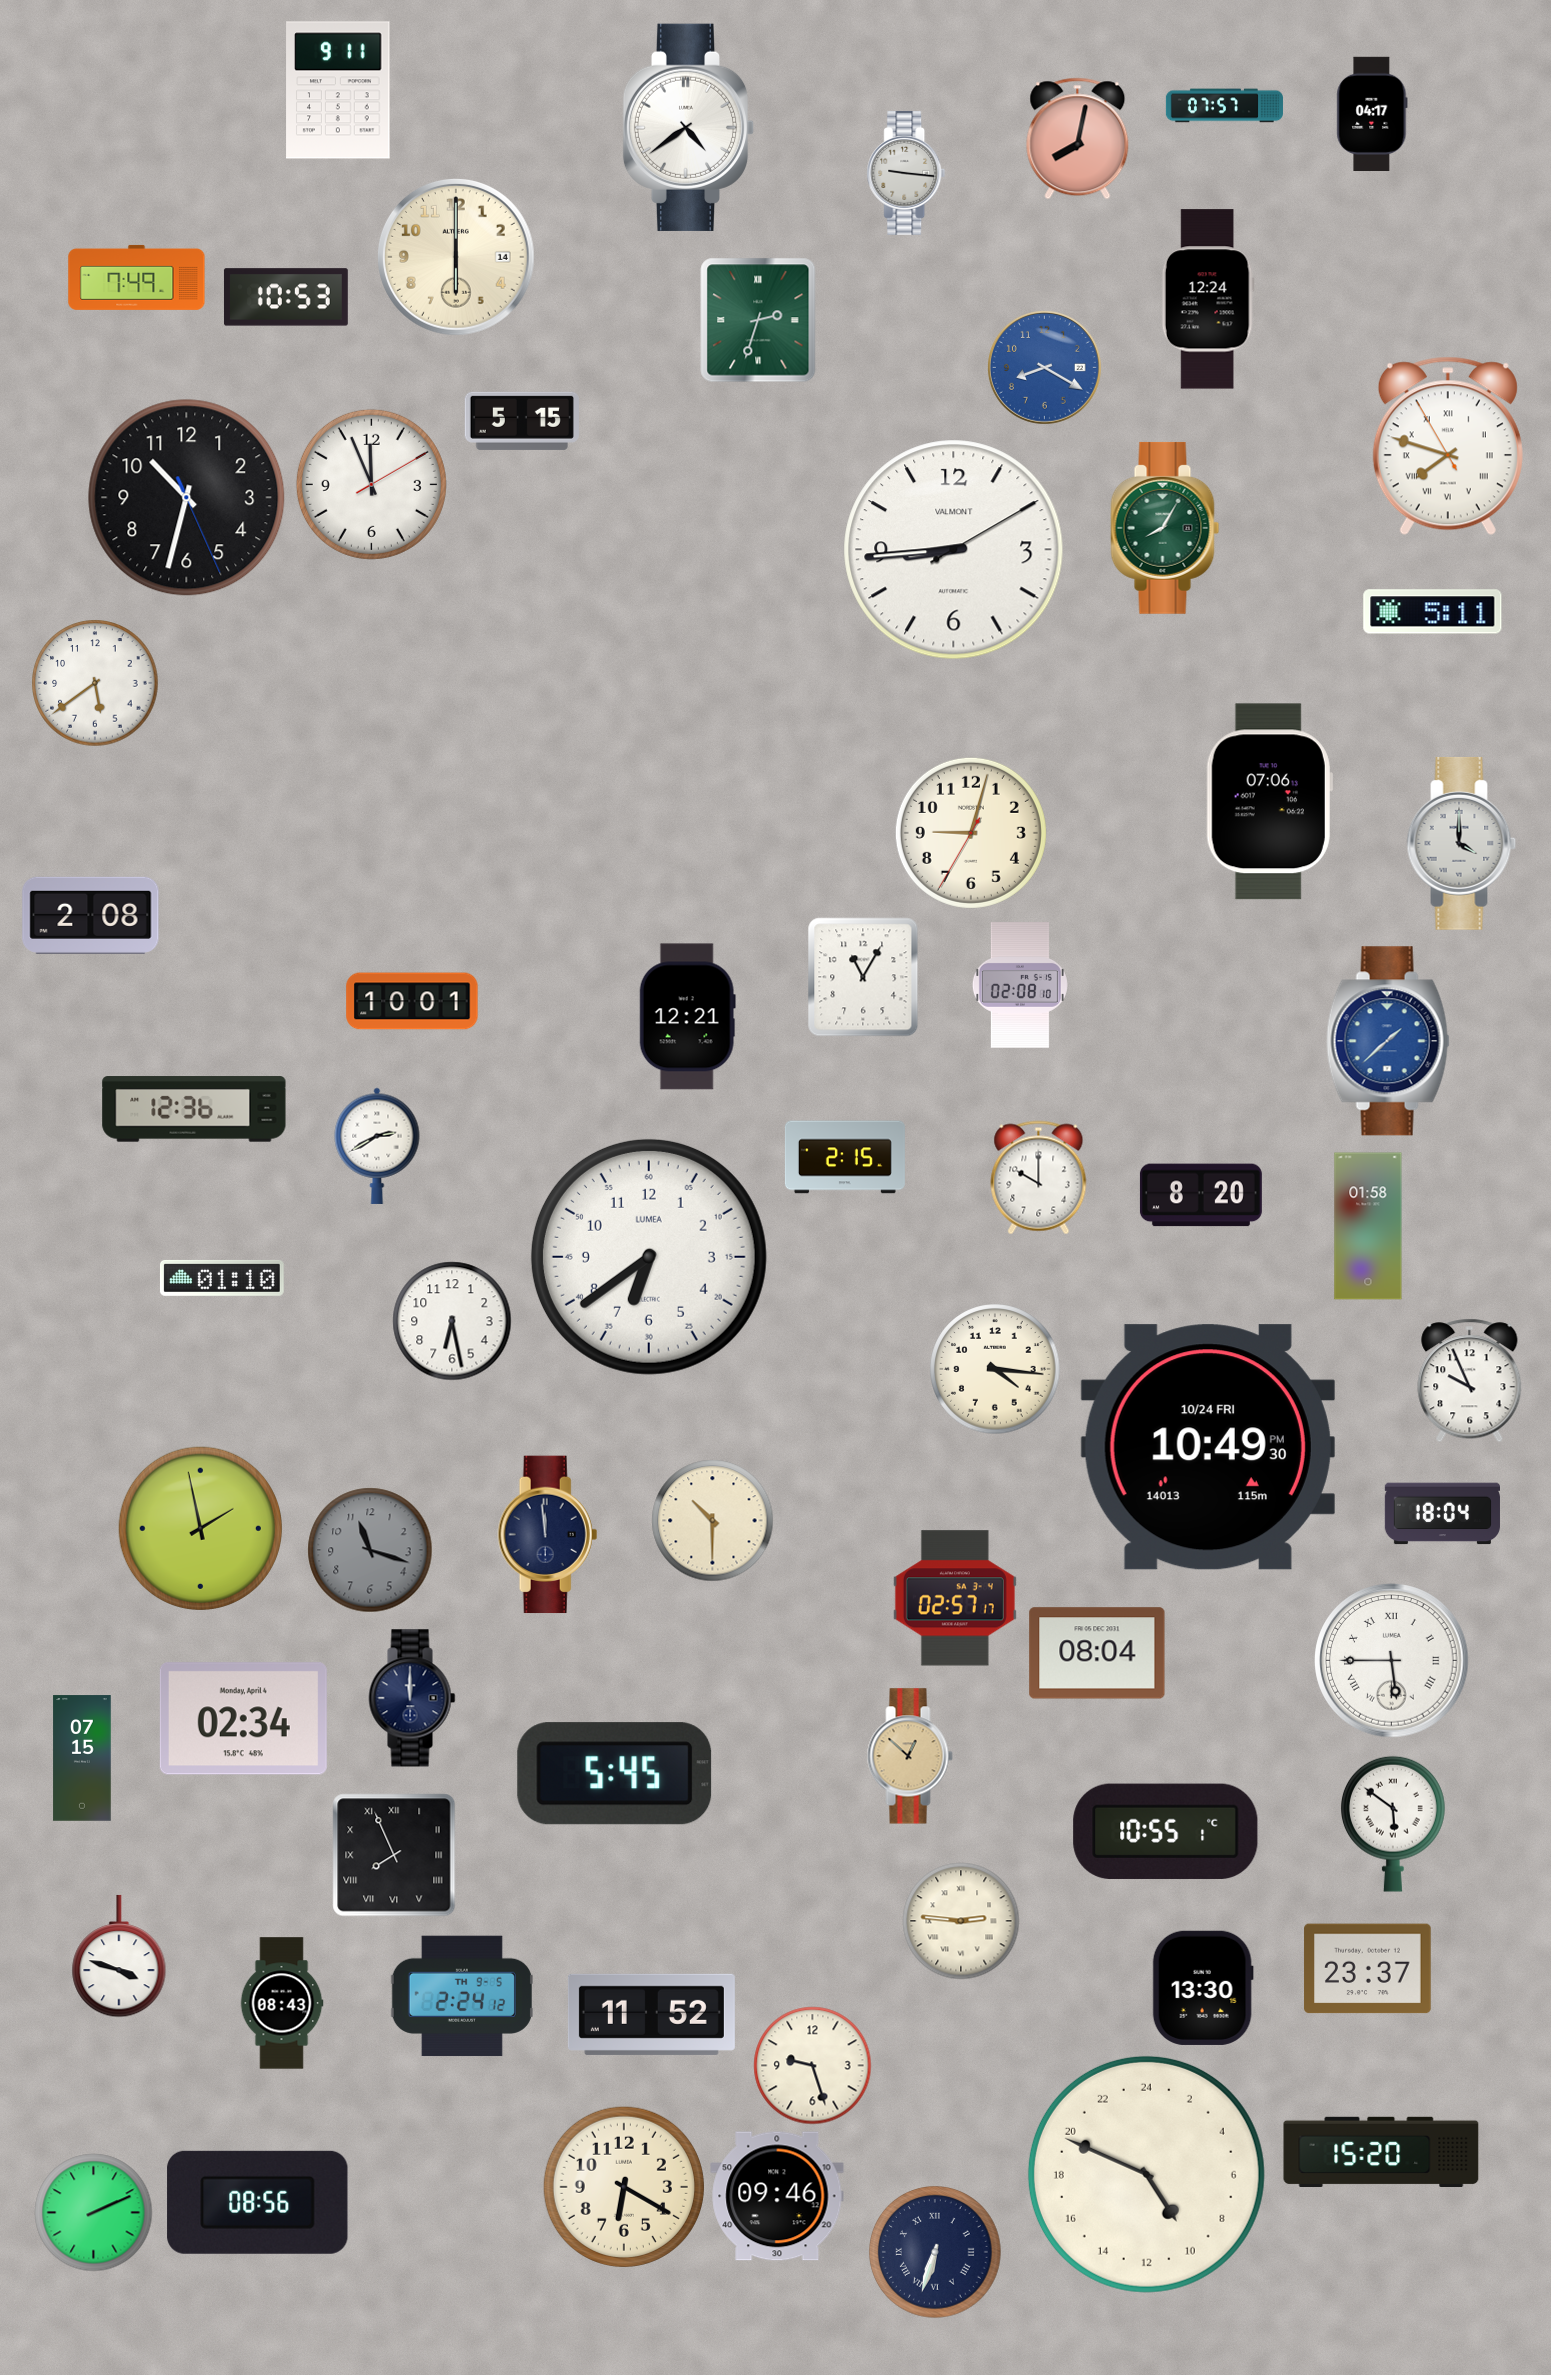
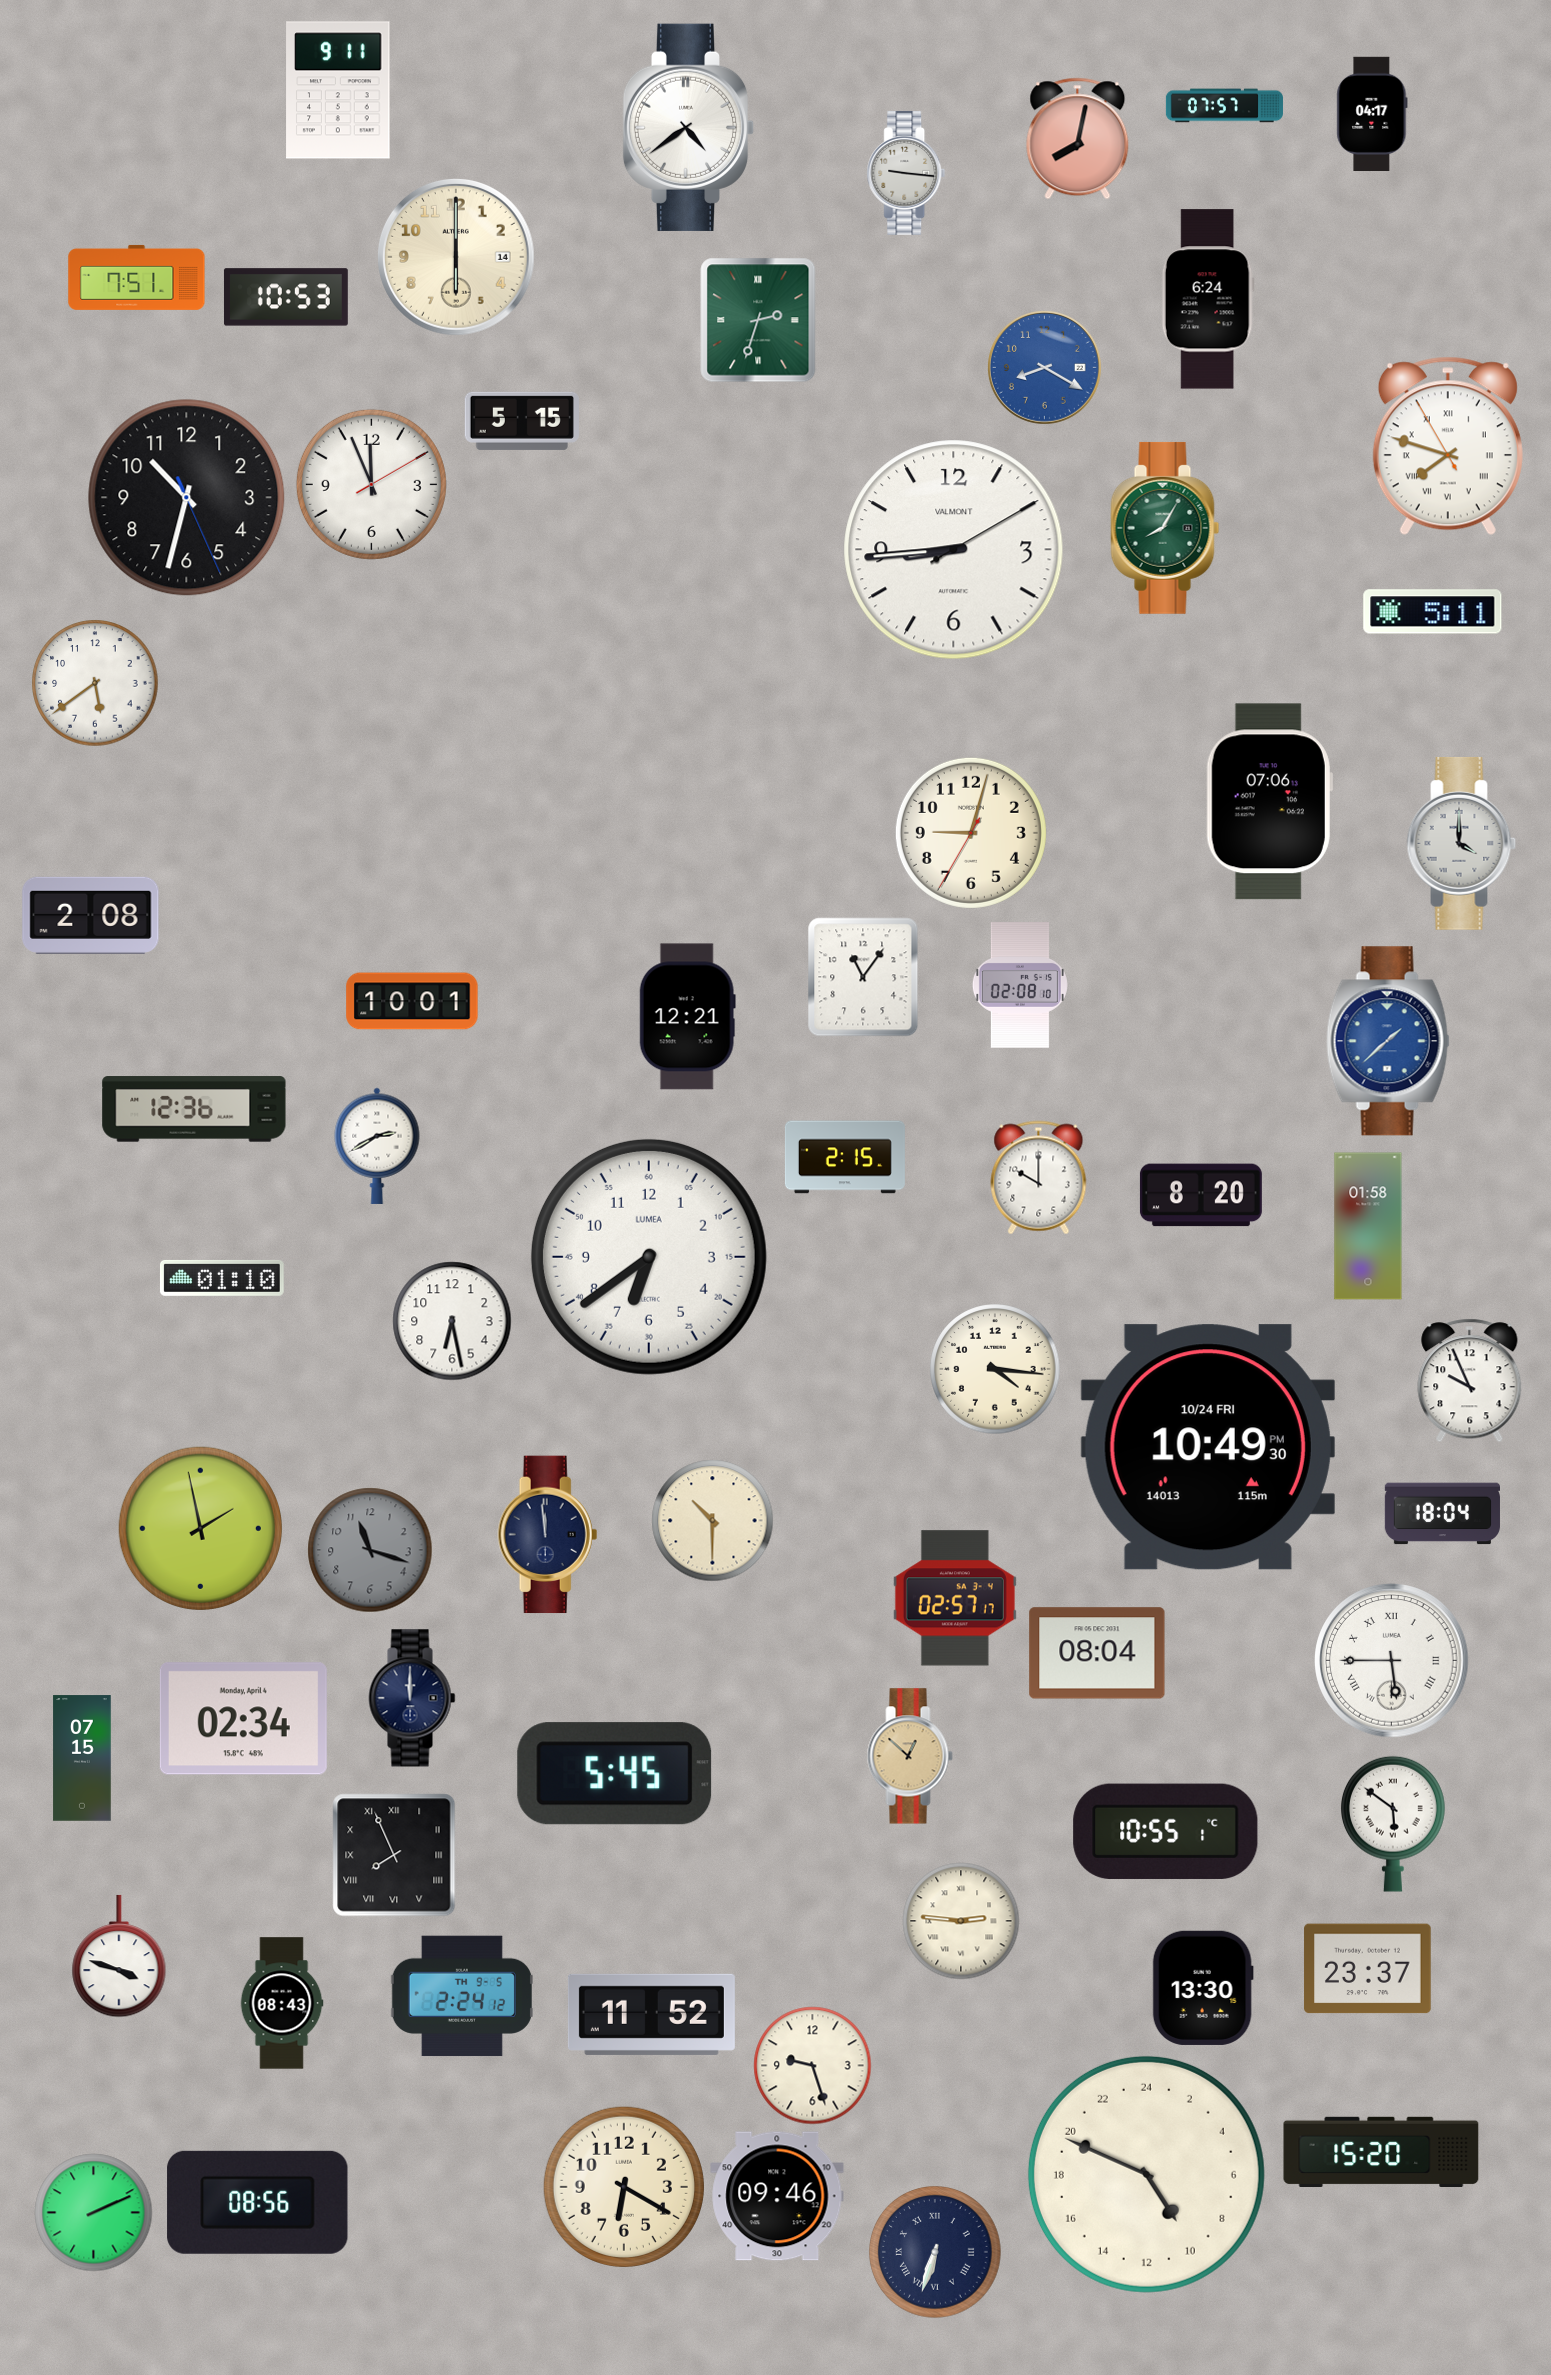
clock at (137, 277): 7:49 -> 7:51
clock at (1208, 299): 12:24 -> 6:24
clock at (863, 977): 11:05 -> 11:06
